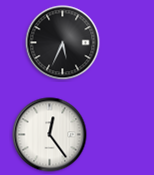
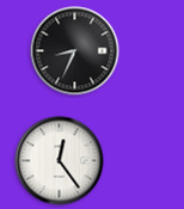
clock at (63, 43): 5:34 -> 8:34
